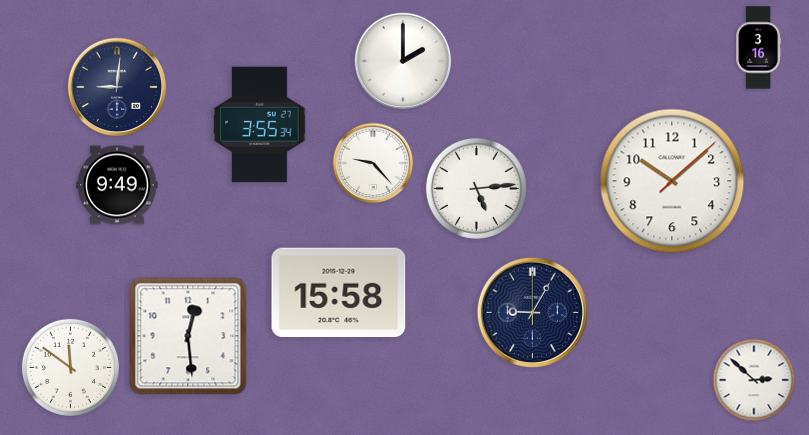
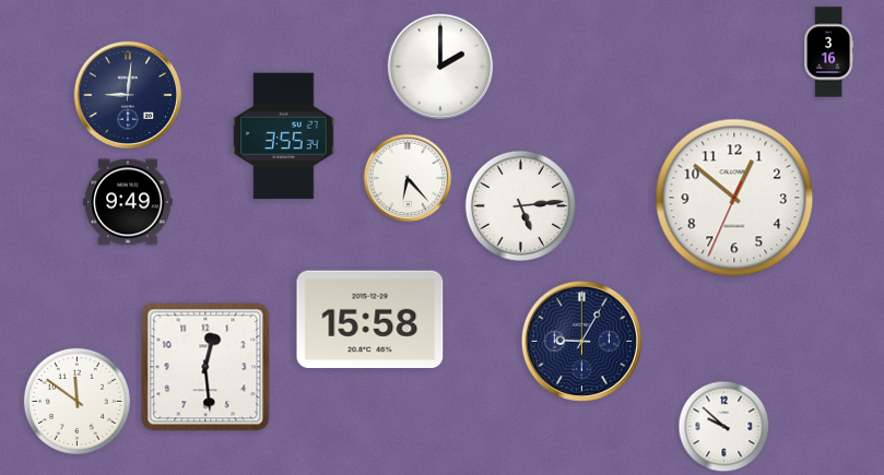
clock at (373, 163): 9:23 -> 6:23
clock at (672, 181): 10:08 -> 12:51
clock at (754, 380): 2:52 -> none
clock at (724, 427): none -> 9:52
